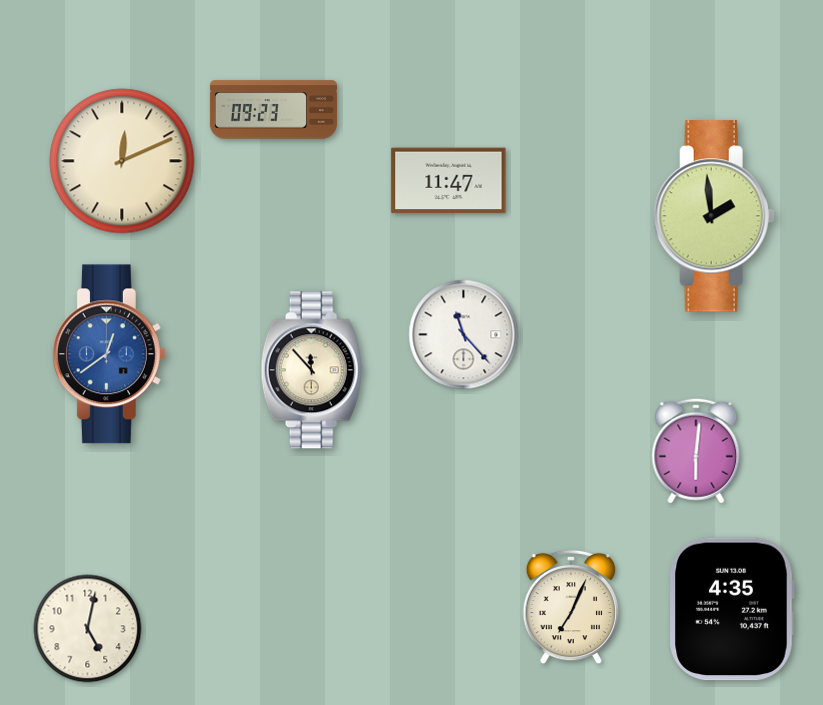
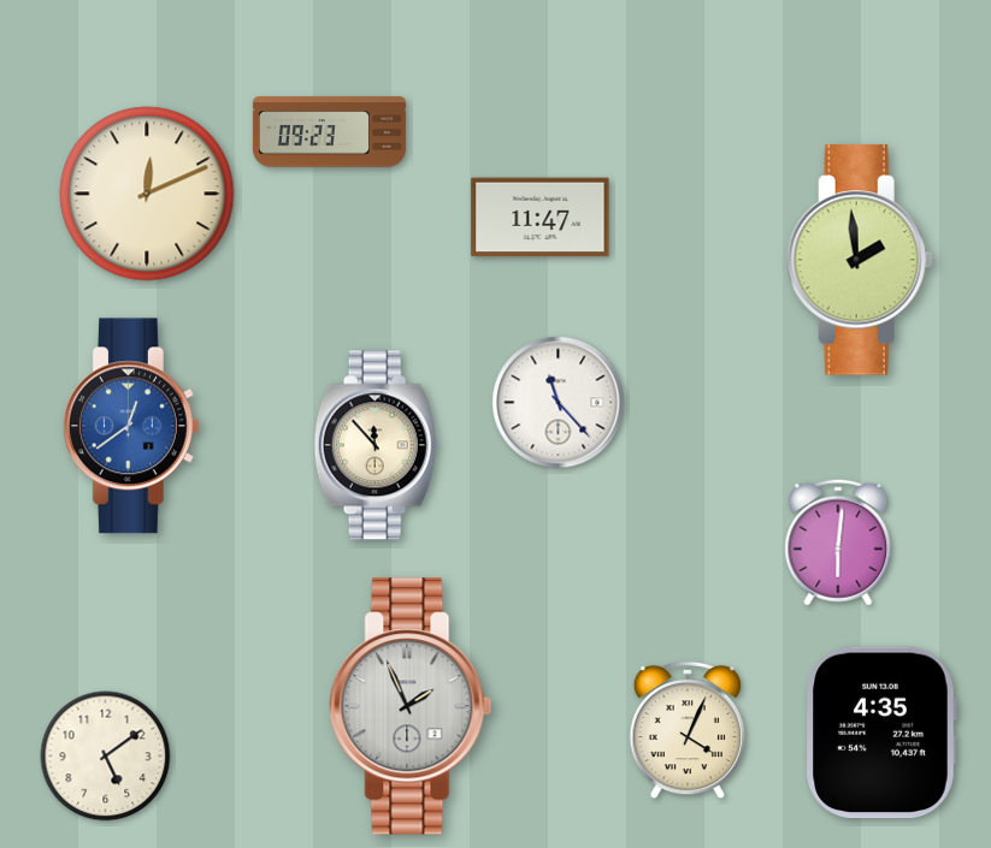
clock at (411, 706): none -> 1:56
clock at (571, 607): 7:04 -> 4:04
clock at (88, 629): 5:02 -> 5:09
